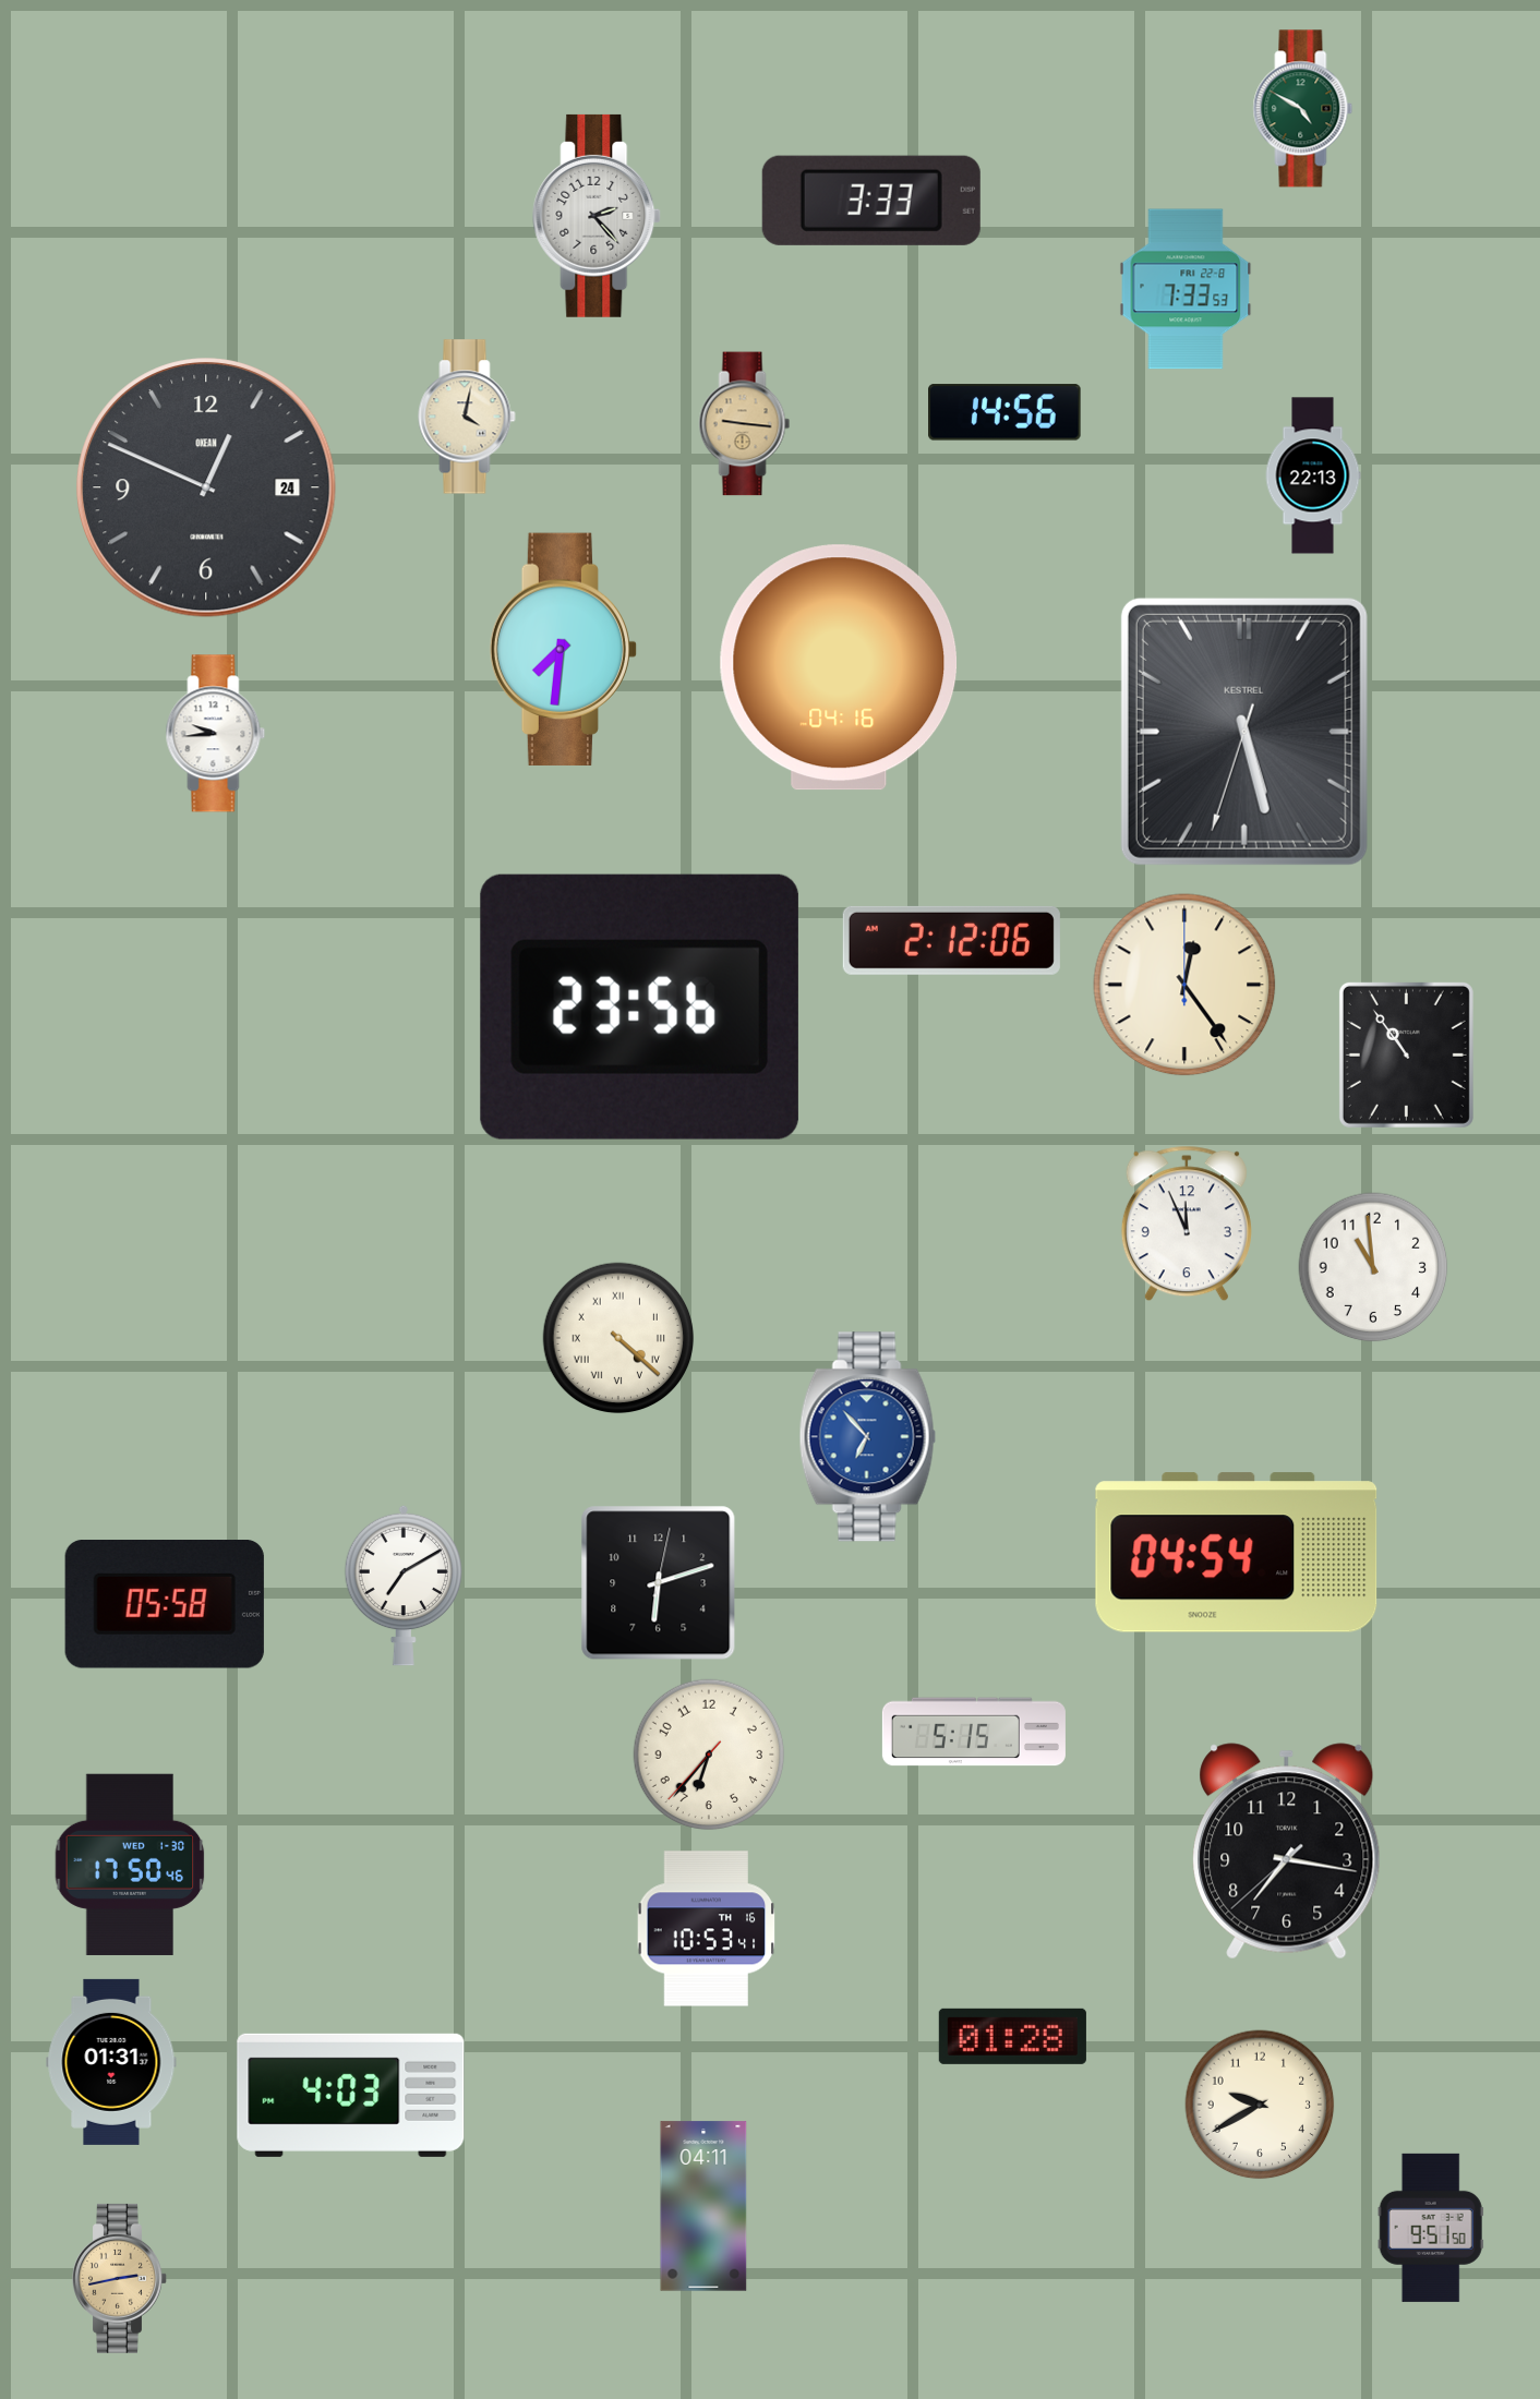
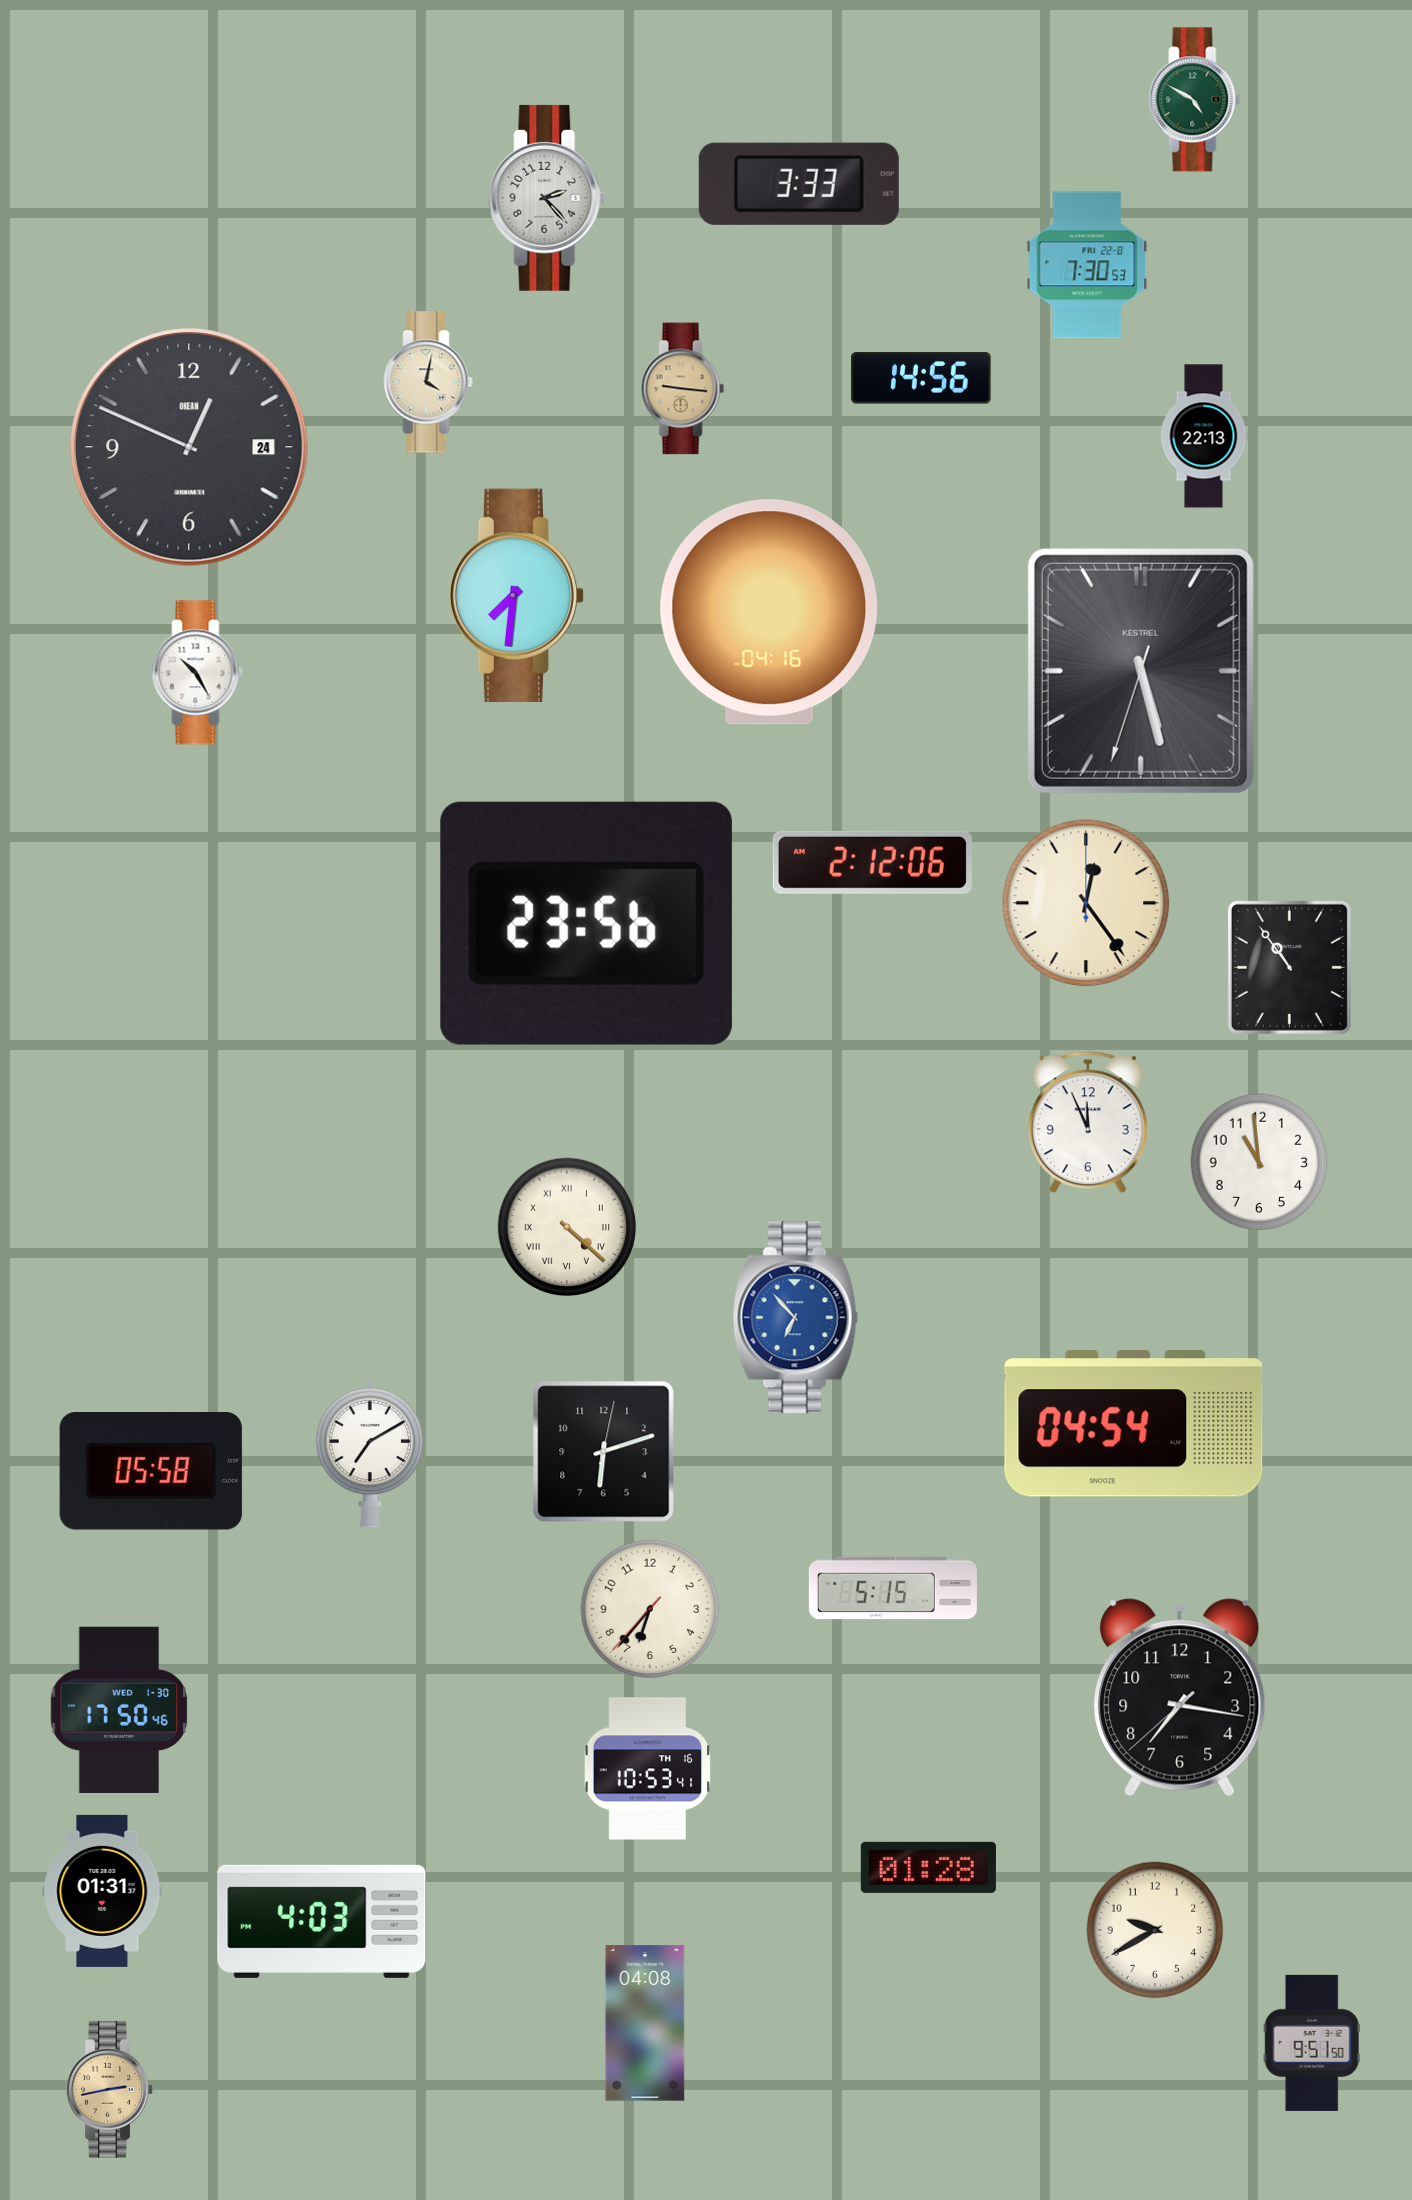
clock at (1186, 289): 7:33 -> 7:30
clock at (216, 734): 9:44 -> 10:25
clock at (703, 2206): 04:11 -> 04:08
